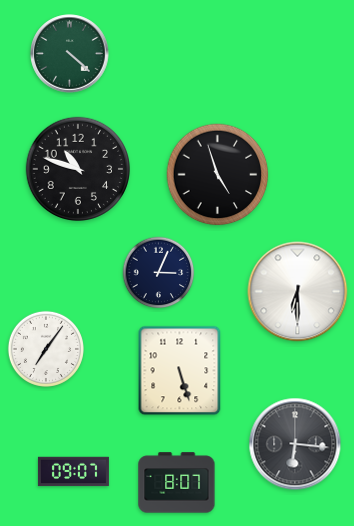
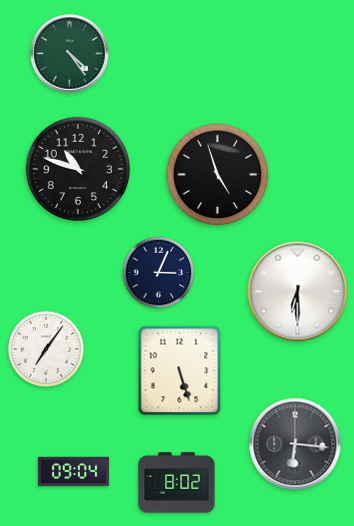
clock at (70, 54): 4:22 -> 4:24
clock at (73, 472): 09:07 -> 09:04
clock at (177, 483): 8:07 -> 8:02
